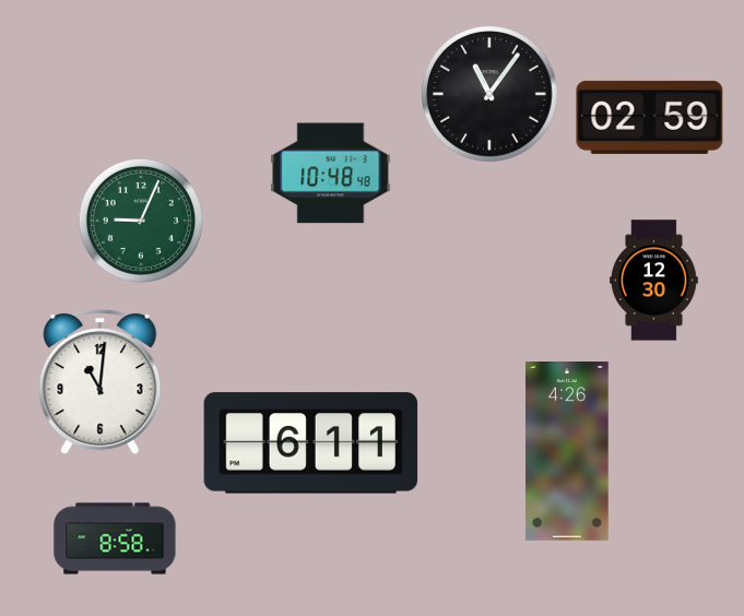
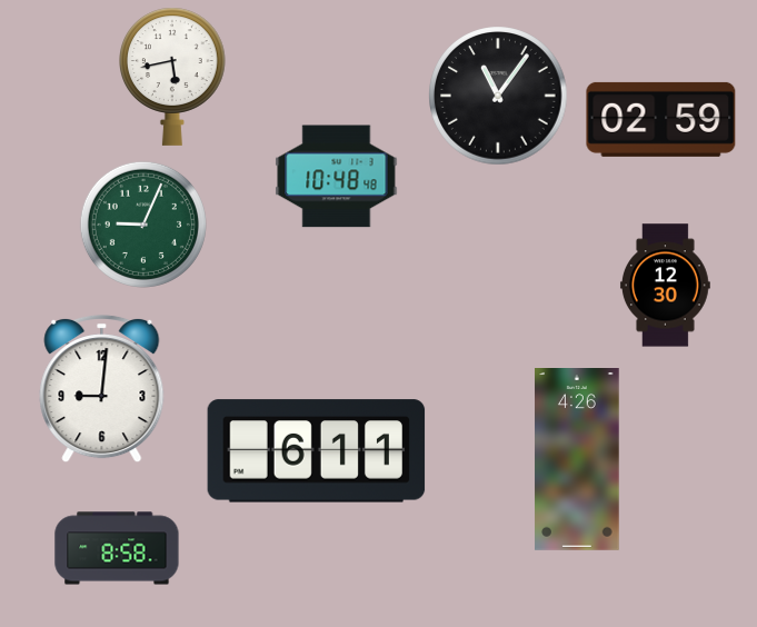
clock at (173, 77): none -> 5:43
clock at (101, 382): 11:01 -> 9:01
